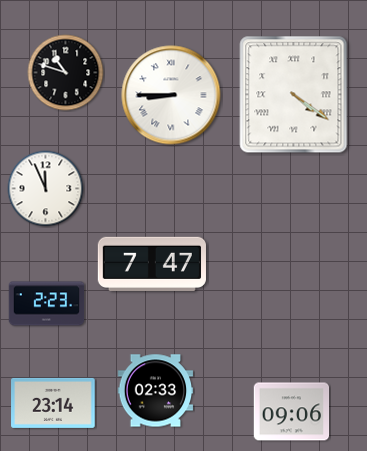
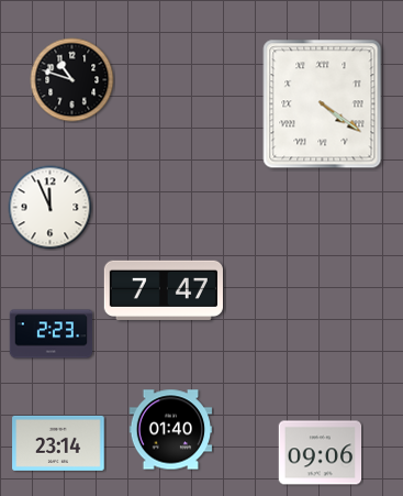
clock at (171, 95): 8:45 -> none
clock at (152, 264) position: (152, 264) -> (164, 290)
clock at (156, 391): 02:33 -> 01:40
